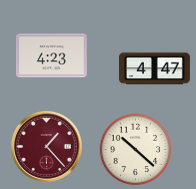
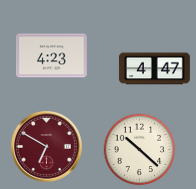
clock at (46, 146): 1:23 -> 6:50
clock at (136, 150) position: (136, 150) -> (140, 150)
